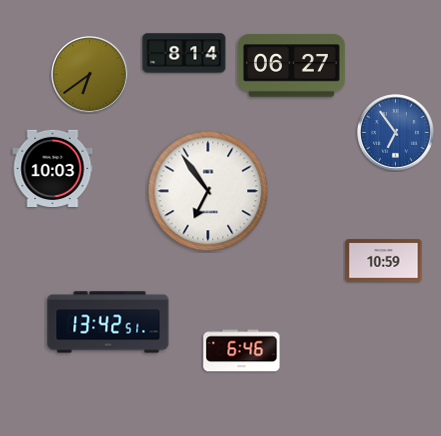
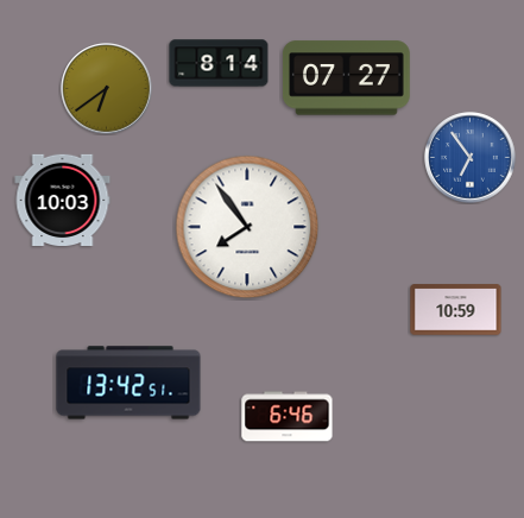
clock at (291, 66): 06:27 -> 07:27
clock at (208, 191): 6:54 -> 7:54
